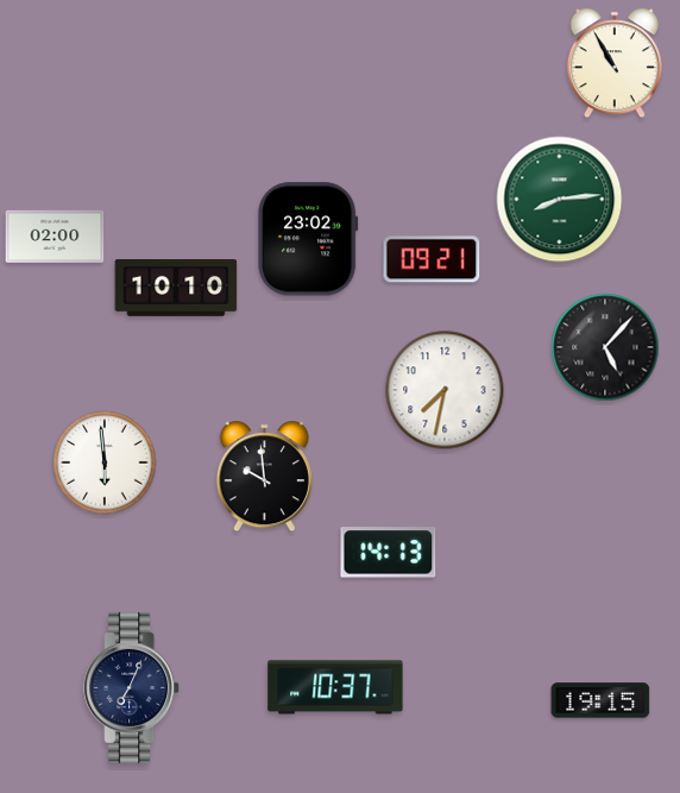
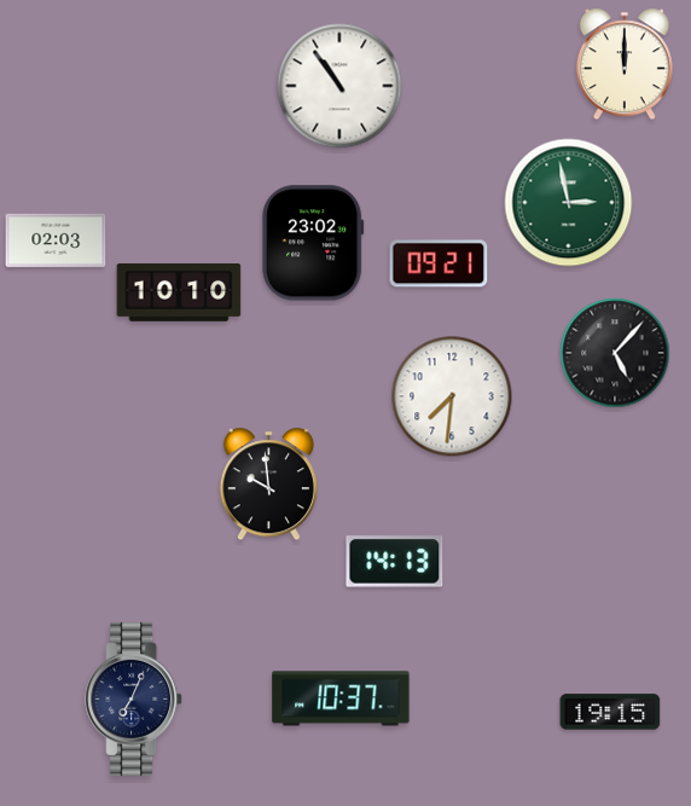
clock at (615, 63): 10:55 -> 12:00
clock at (339, 86): none -> 10:54
clock at (560, 200): 8:14 -> 2:58
clock at (55, 237): 02:00 -> 02:03
clock at (445, 390): 7:32 -> 7:31
clock at (105, 462): 5:59 -> none
